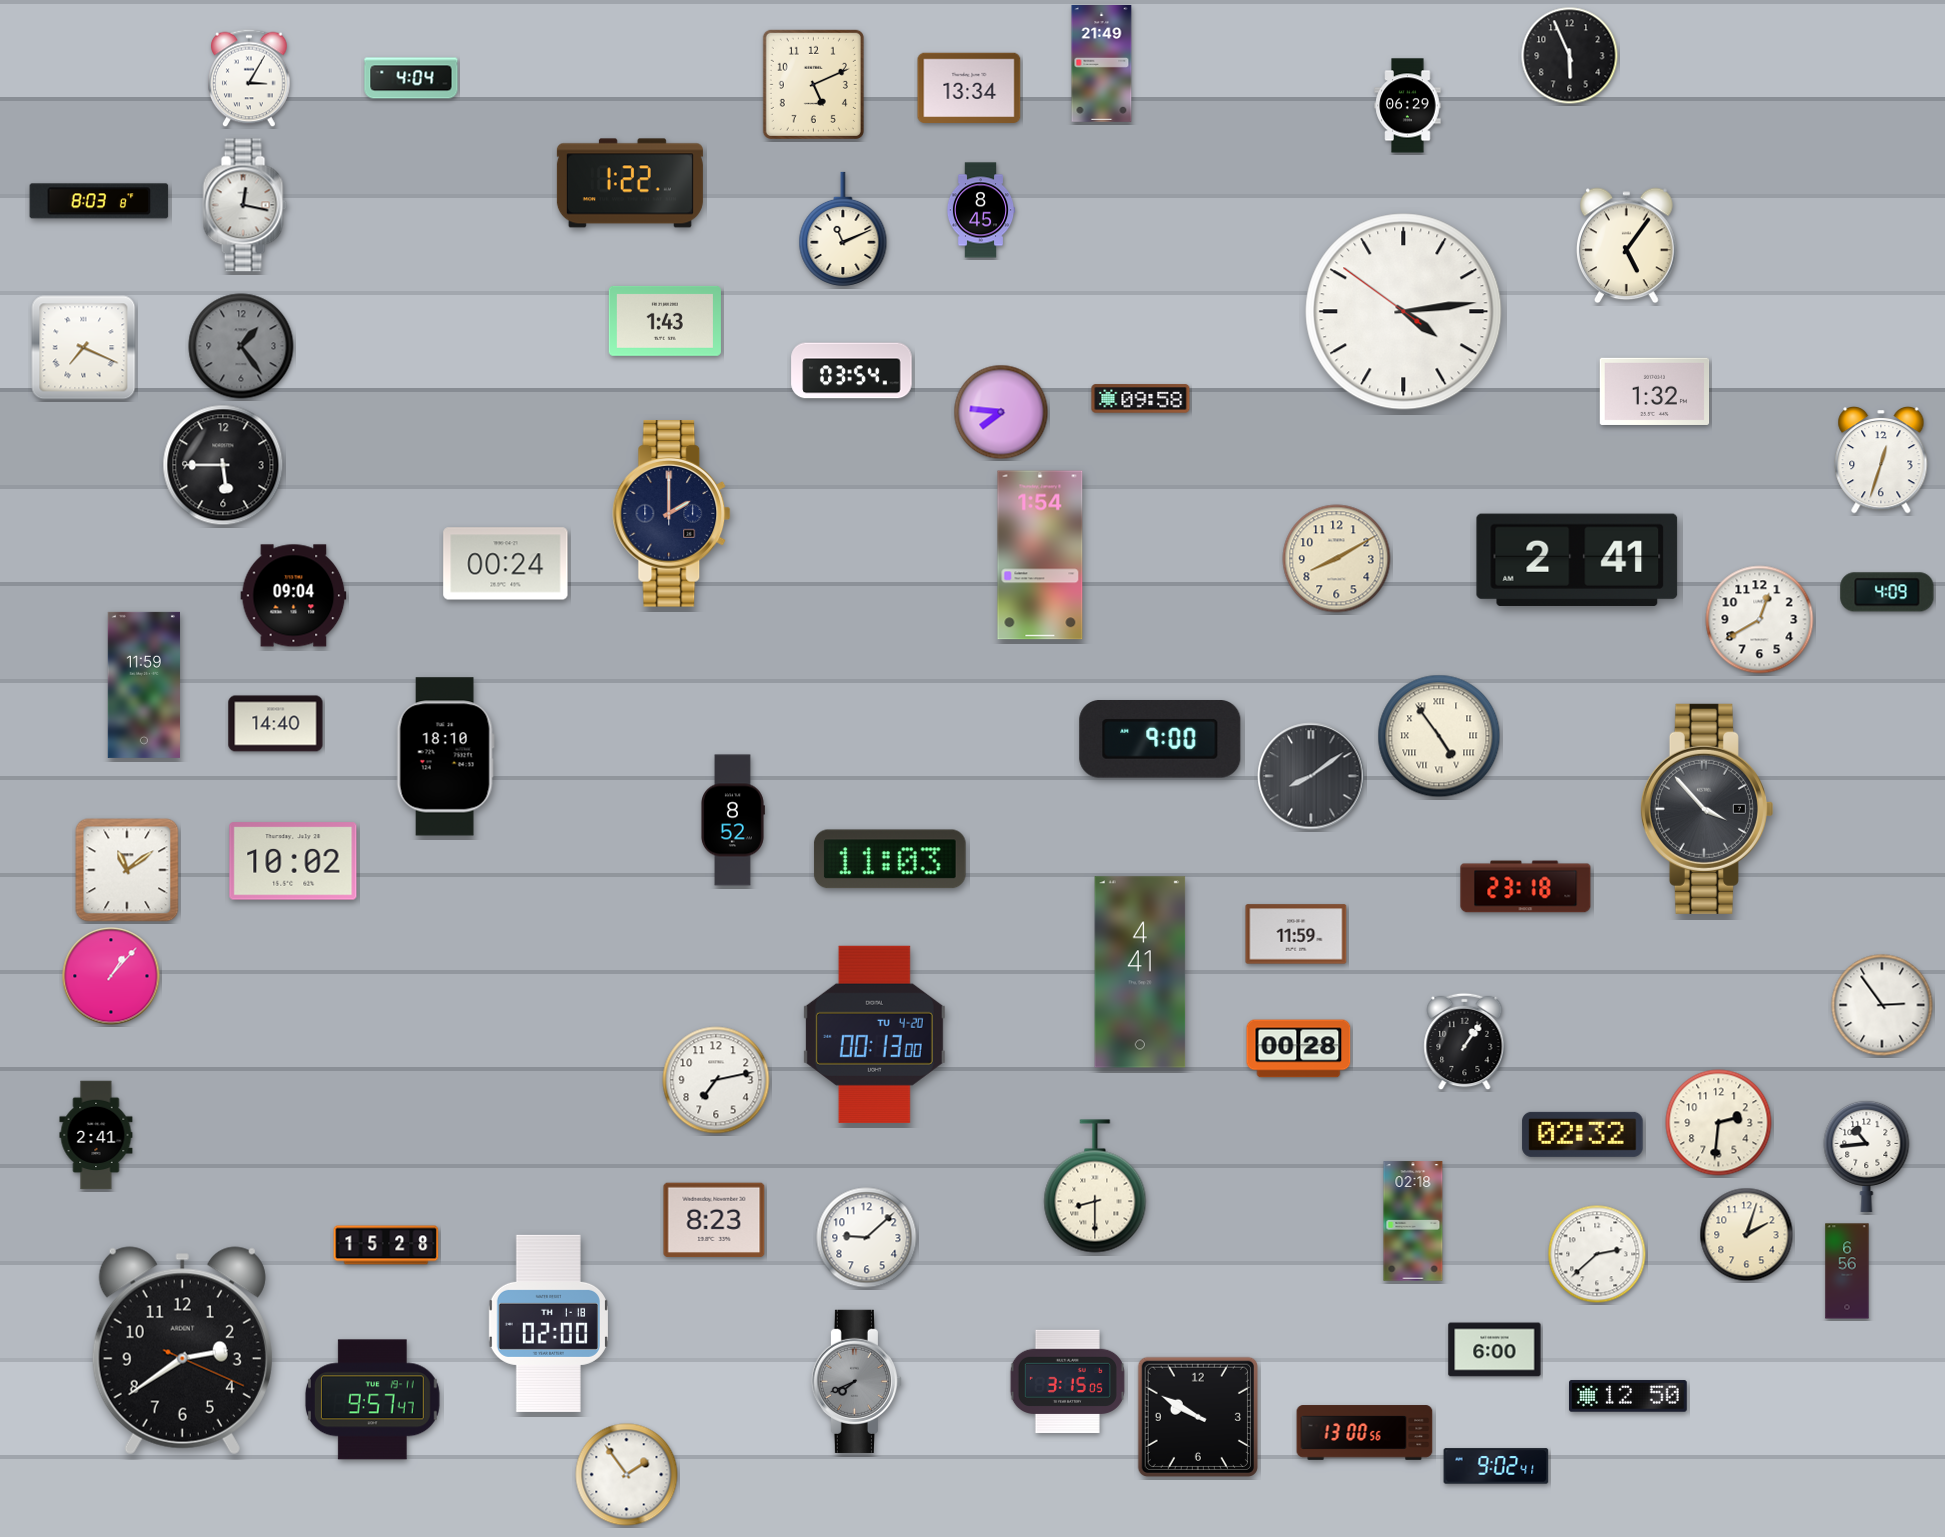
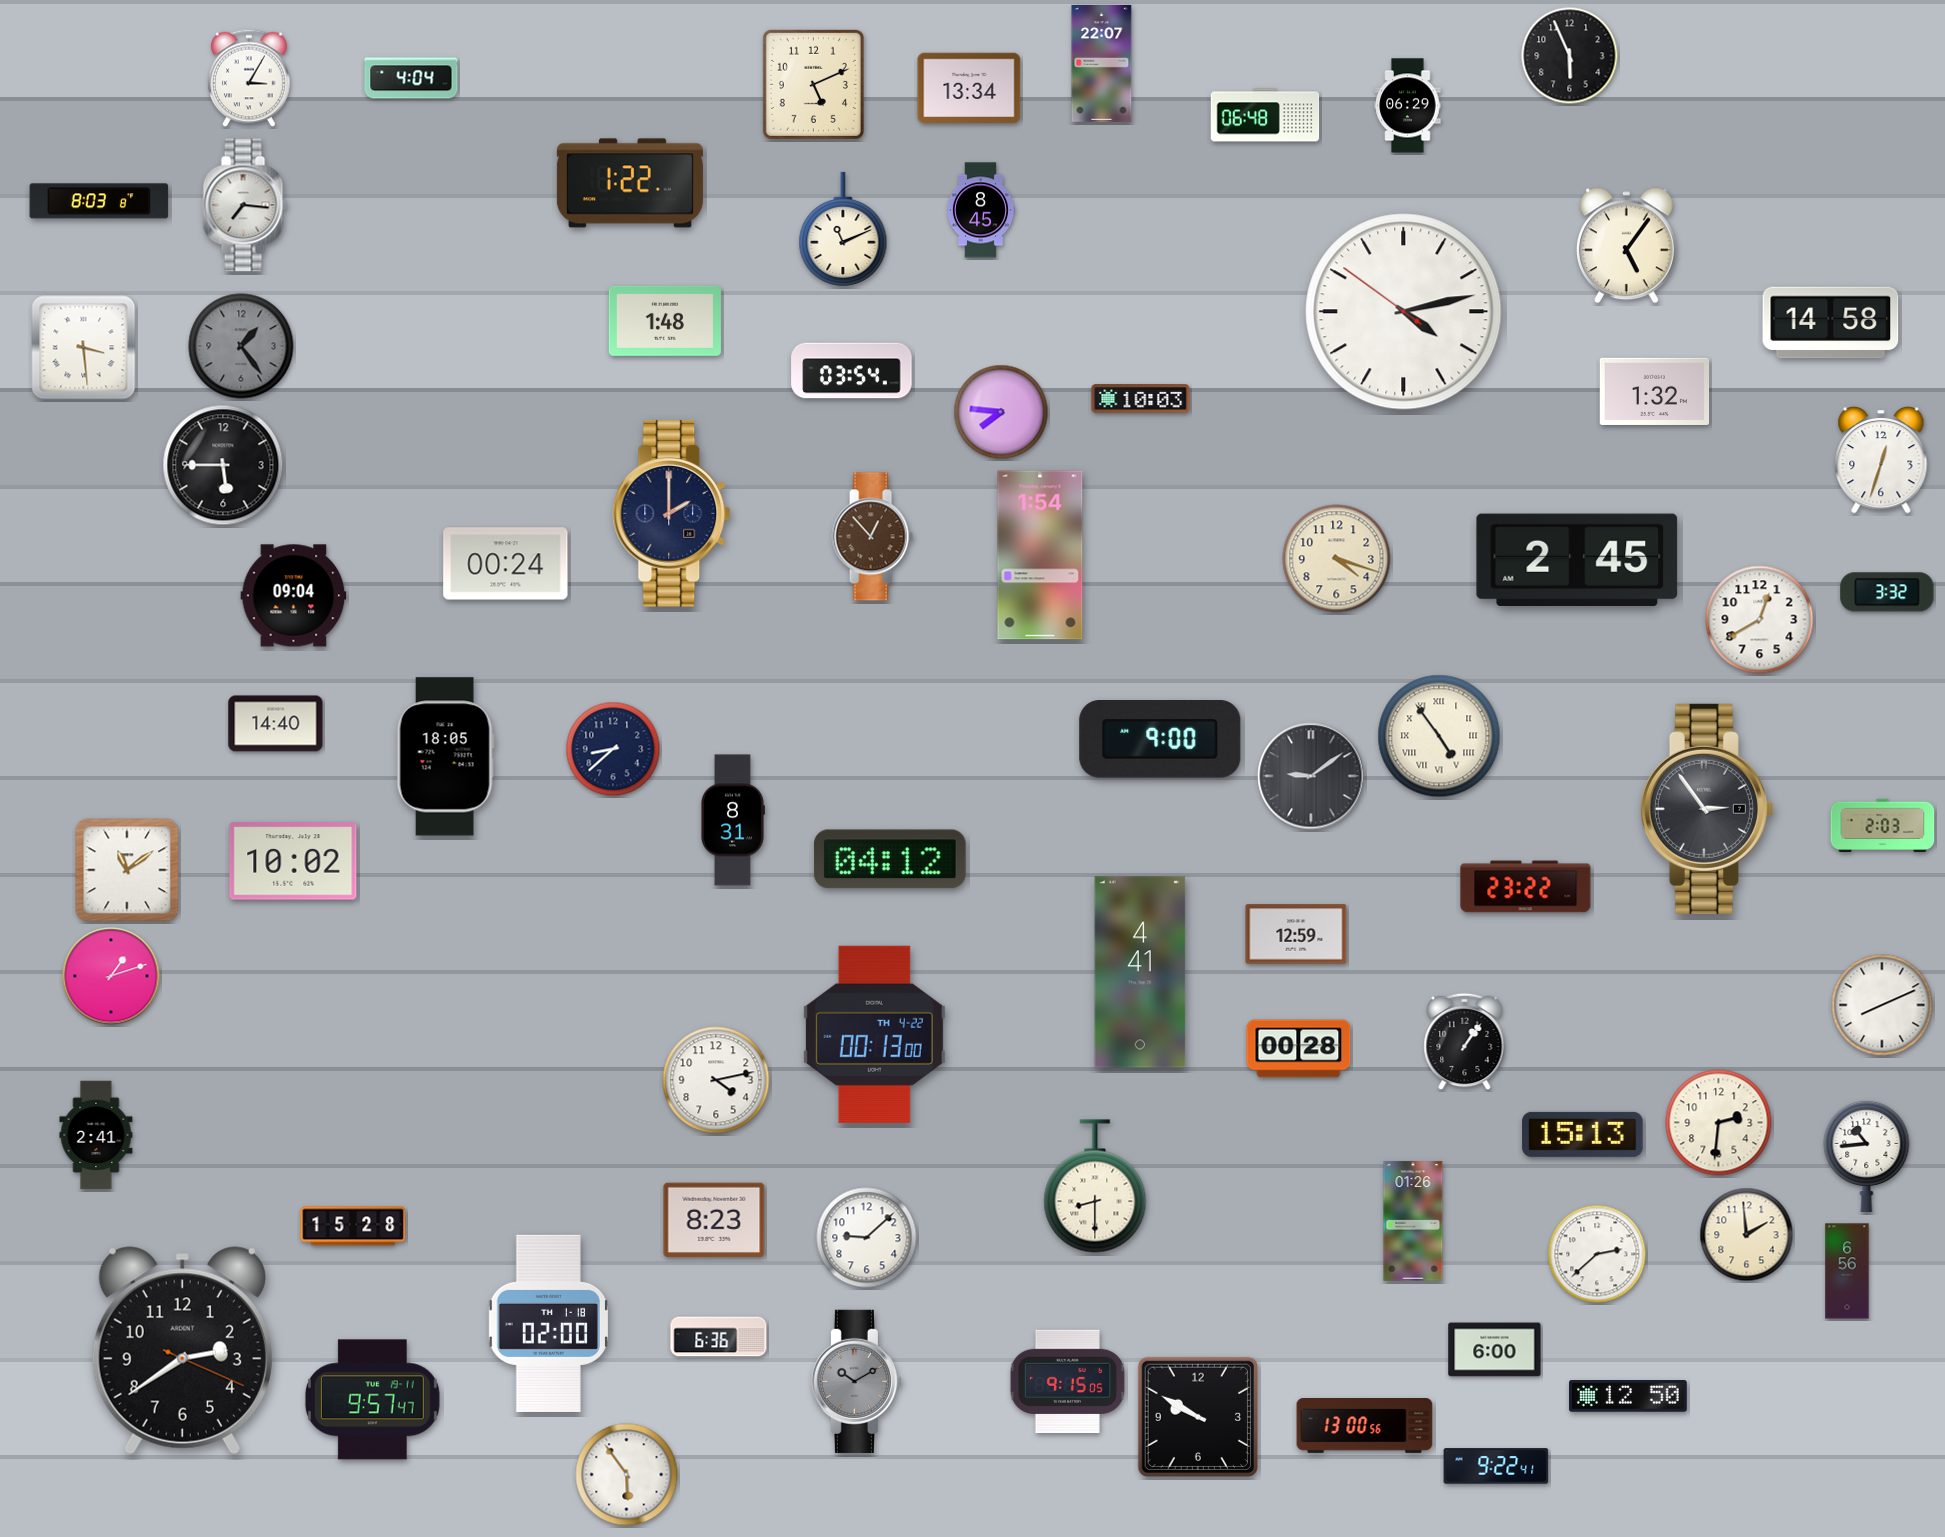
clock at (1102, 64): 21:49 -> 22:07
clock at (1265, 115): none -> 06:48
clock at (245, 205): 12:17 -> 7:16
clock at (1404, 312): 4:13 -> 4:12
clock at (665, 321): 1:43 -> 1:48
clock at (1831, 323): none -> 14:58
clock at (84, 348): 7:19 -> 3:29
clock at (1141, 399): 09:58 -> 10:03
clock at (872, 537): none -> 12:53
clock at (1337, 559): 8:10 -> 4:18
clock at (1577, 560): 2:41 -> 2:45
clock at (1887, 592): 4:09 -> 3:32
clock at (144, 685): 11:59 -> none
clock at (613, 749): none -> 8:38
clock at (445, 757): 18:10 -> 18:05
clock at (1311, 776): 8:09 -> 9:09
clock at (1706, 809): 3:53 -> 2:54
clock at (733, 820): 8:52 -> 8:31
clock at (1883, 825): none -> 2:03
clock at (890, 859): 11:03 -> 04:12
clock at (1526, 887): 23:18 -> 23:22
clock at (1296, 934): 11:59 -> 12:59
clock at (111, 976): 1:07 -> 1:12
clock at (1882, 1005): 2:54 -> 8:11
clock at (874, 1034) date: TU 4-20 -> TH 4-22
clock at (716, 1080): 7:13 -> 4:13
clock at (1583, 1134): 02:32 -> 15:13
clock at (1413, 1221): 02:18 -> 01:26
clock at (1747, 1235): 2:03 -> 1:59
clock at (386, 1245) position: (386, 1245) -> (353, 1226)
clock at (719, 1337): none -> 6:36
clock at (856, 1381): 7:41 -> 10:10
clock at (1067, 1382): 3:15 -> 9:15
clock at (1365, 1433) position: (1365, 1433) -> (1365, 1426)
clock at (1496, 1466): 9:02 -> 9:22
clock at (627, 1475): 1:54 -> 5:54
